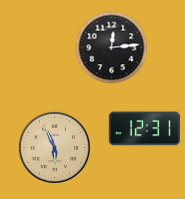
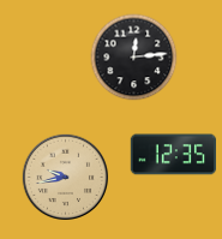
clock at (144, 129): 12:31 -> 12:35
clock at (55, 148): 5:56 -> 9:43
